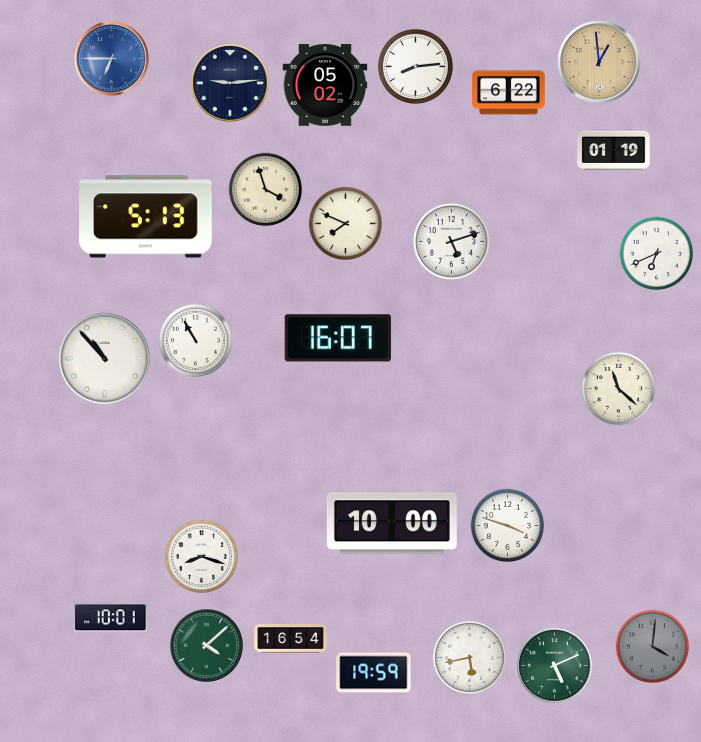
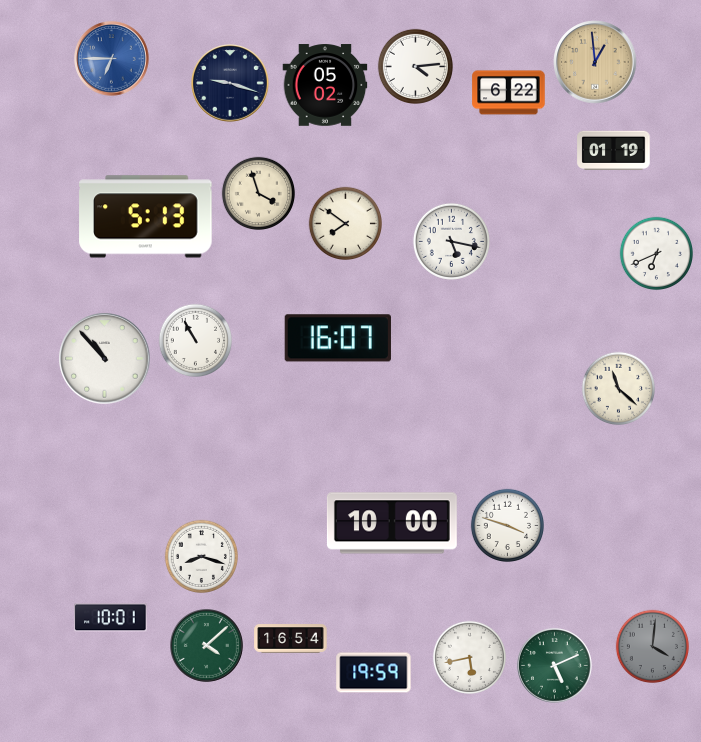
clock at (599, 62) position: (599, 62) -> (595, 62)
clock at (415, 66): 8:14 -> 4:14
clock at (230, 83): 9:14 -> 9:18
clock at (265, 189) position: (265, 189) -> (258, 193)
clock at (345, 223): 7:49 -> 7:51
clock at (451, 241): 5:12 -> 5:17
